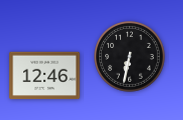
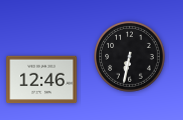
clock at (45, 76) position: (45, 76) -> (42, 80)
